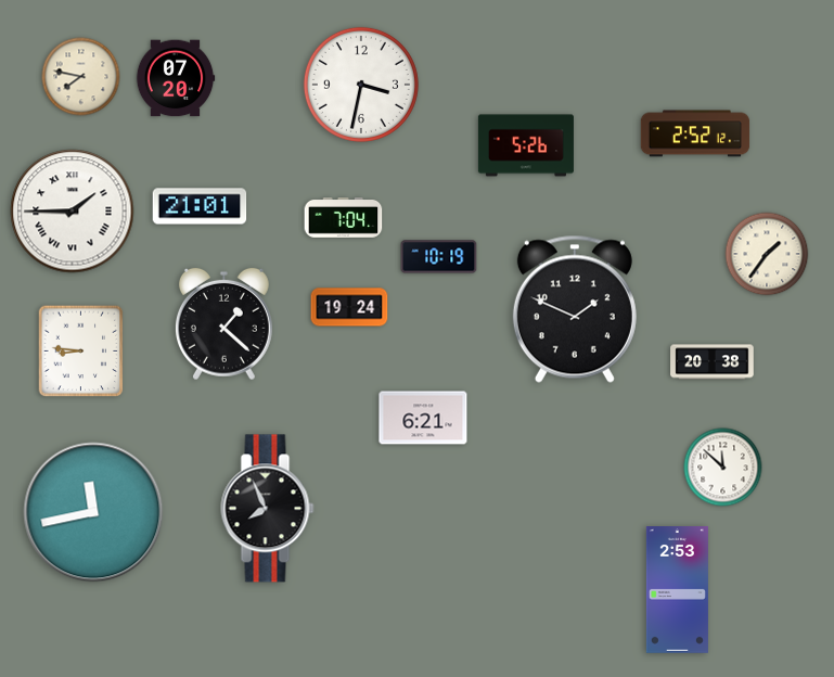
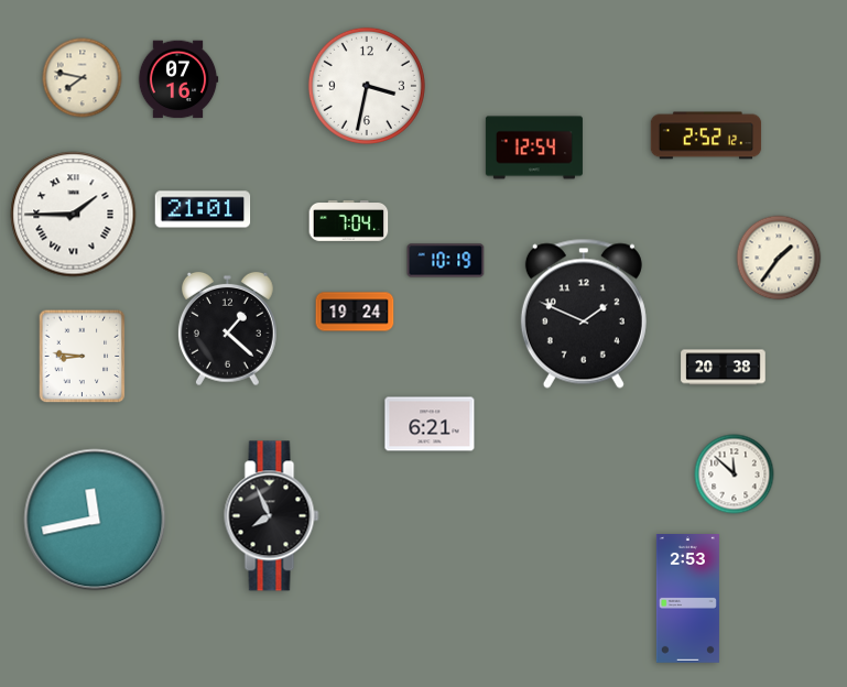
clock at (176, 78): 07:20 -> 07:16
clock at (526, 145): 5:26 -> 12:54
